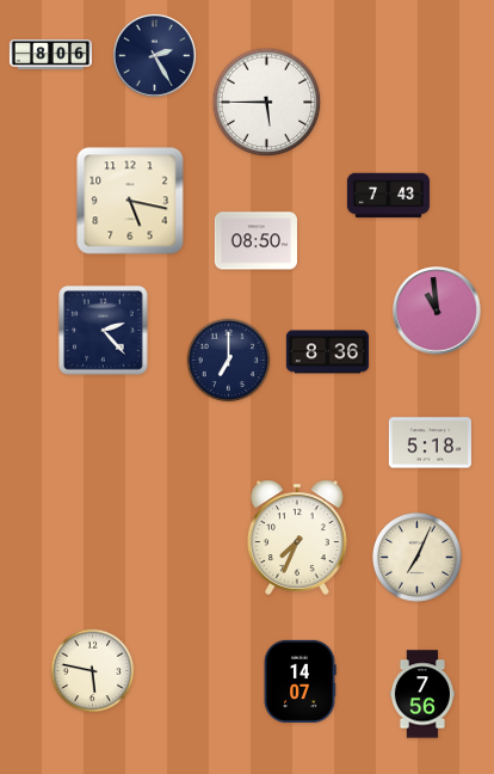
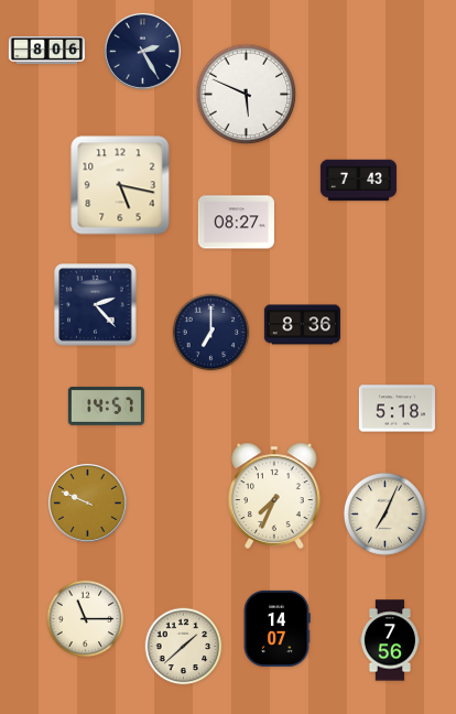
clock at (267, 103): 5:45 -> 5:49
clock at (255, 241): 08:50 -> 08:27
clock at (437, 311): 10:59 -> none
clock at (106, 405): none -> 14:57
clock at (88, 504): none -> 9:49
clock at (93, 671): 5:47 -> 11:15
clock at (184, 647): none -> 1:38
